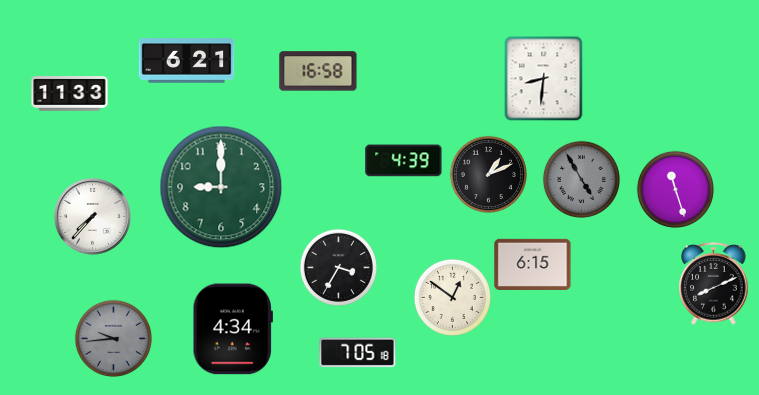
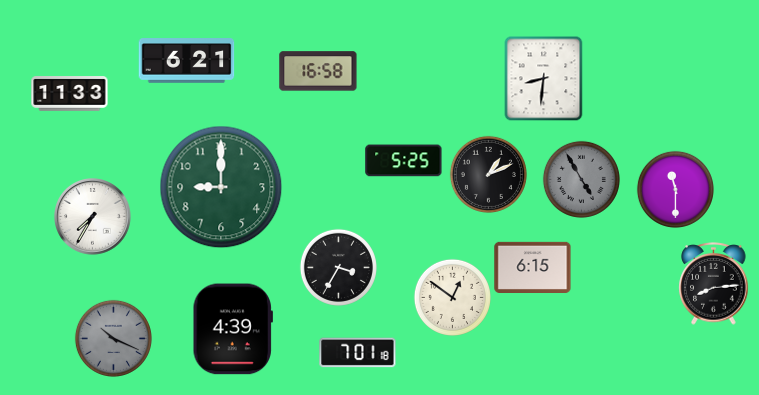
clock at (404, 161): 4:39 -> 5:25
clock at (675, 189): 11:27 -> 11:30
clock at (93, 217): 7:37 -> 7:35
clock at (533, 264) position: (533, 264) -> (533, 267)
clock at (714, 284): 8:11 -> 8:14
clock at (233, 329): 4:34 -> 4:39
clock at (113, 338): 9:44 -> 10:19
clock at (358, 353): 7:05 -> 7:01
